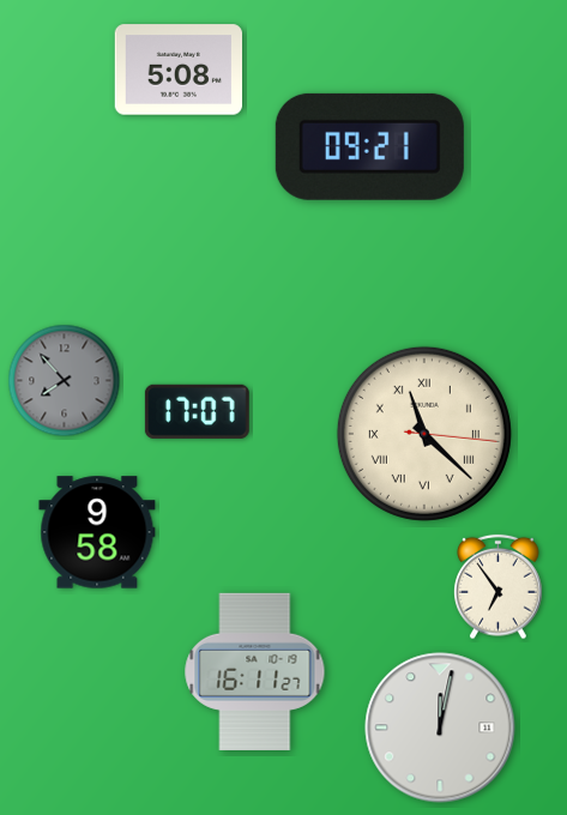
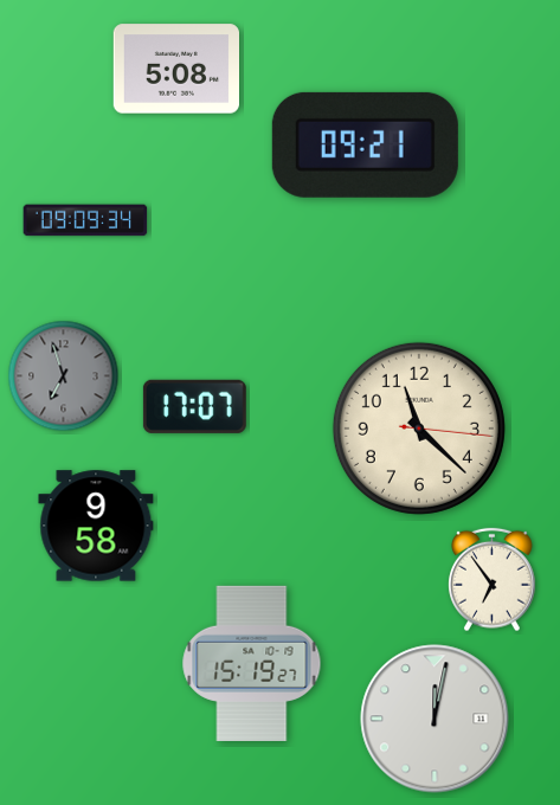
clock at (85, 220): none -> 09:09
clock at (65, 381): 7:53 -> 6:57
clock at (424, 434) numerals: Roman -> Arabic
clock at (255, 671): 16:11 -> 15:19
